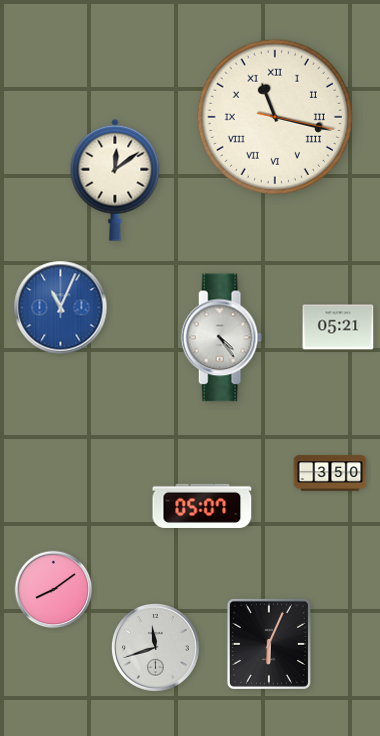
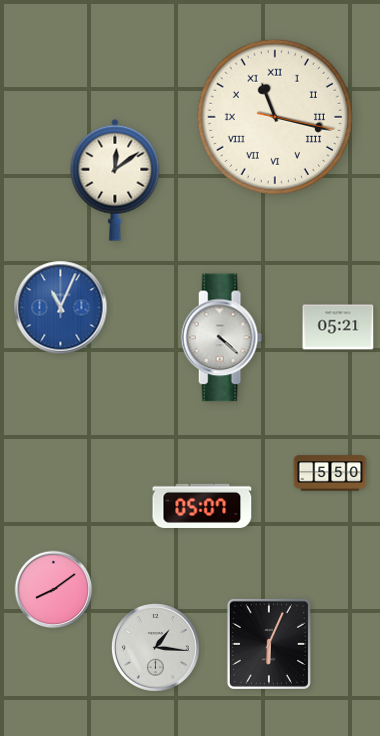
clock at (221, 338): 4:24 -> 4:22
clock at (330, 473): 3:50 -> 5:50
clock at (156, 648): 11:42 -> 1:16
